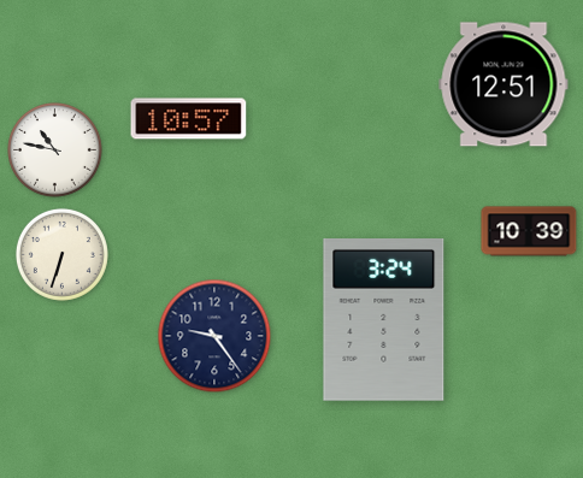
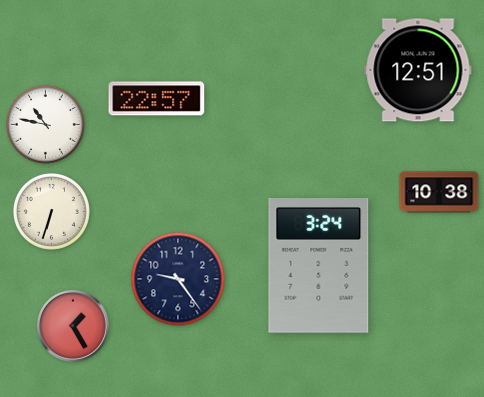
clock at (189, 119): 10:57 -> 22:57
clock at (529, 231): 10:39 -> 10:38
clock at (74, 327): none -> 1:25
